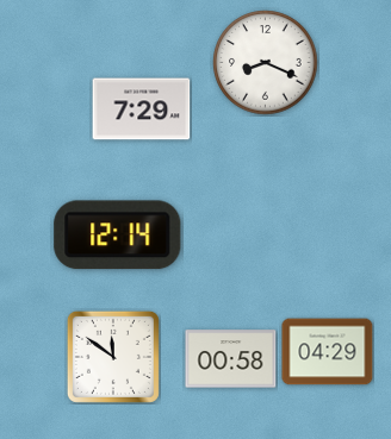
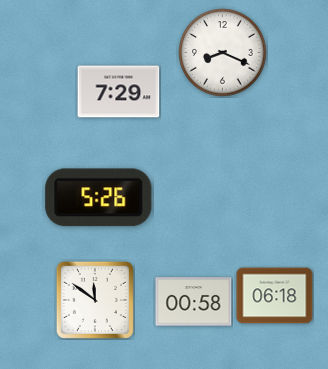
clock at (118, 236): 12:14 -> 5:26
clock at (328, 352): 04:29 -> 06:18
